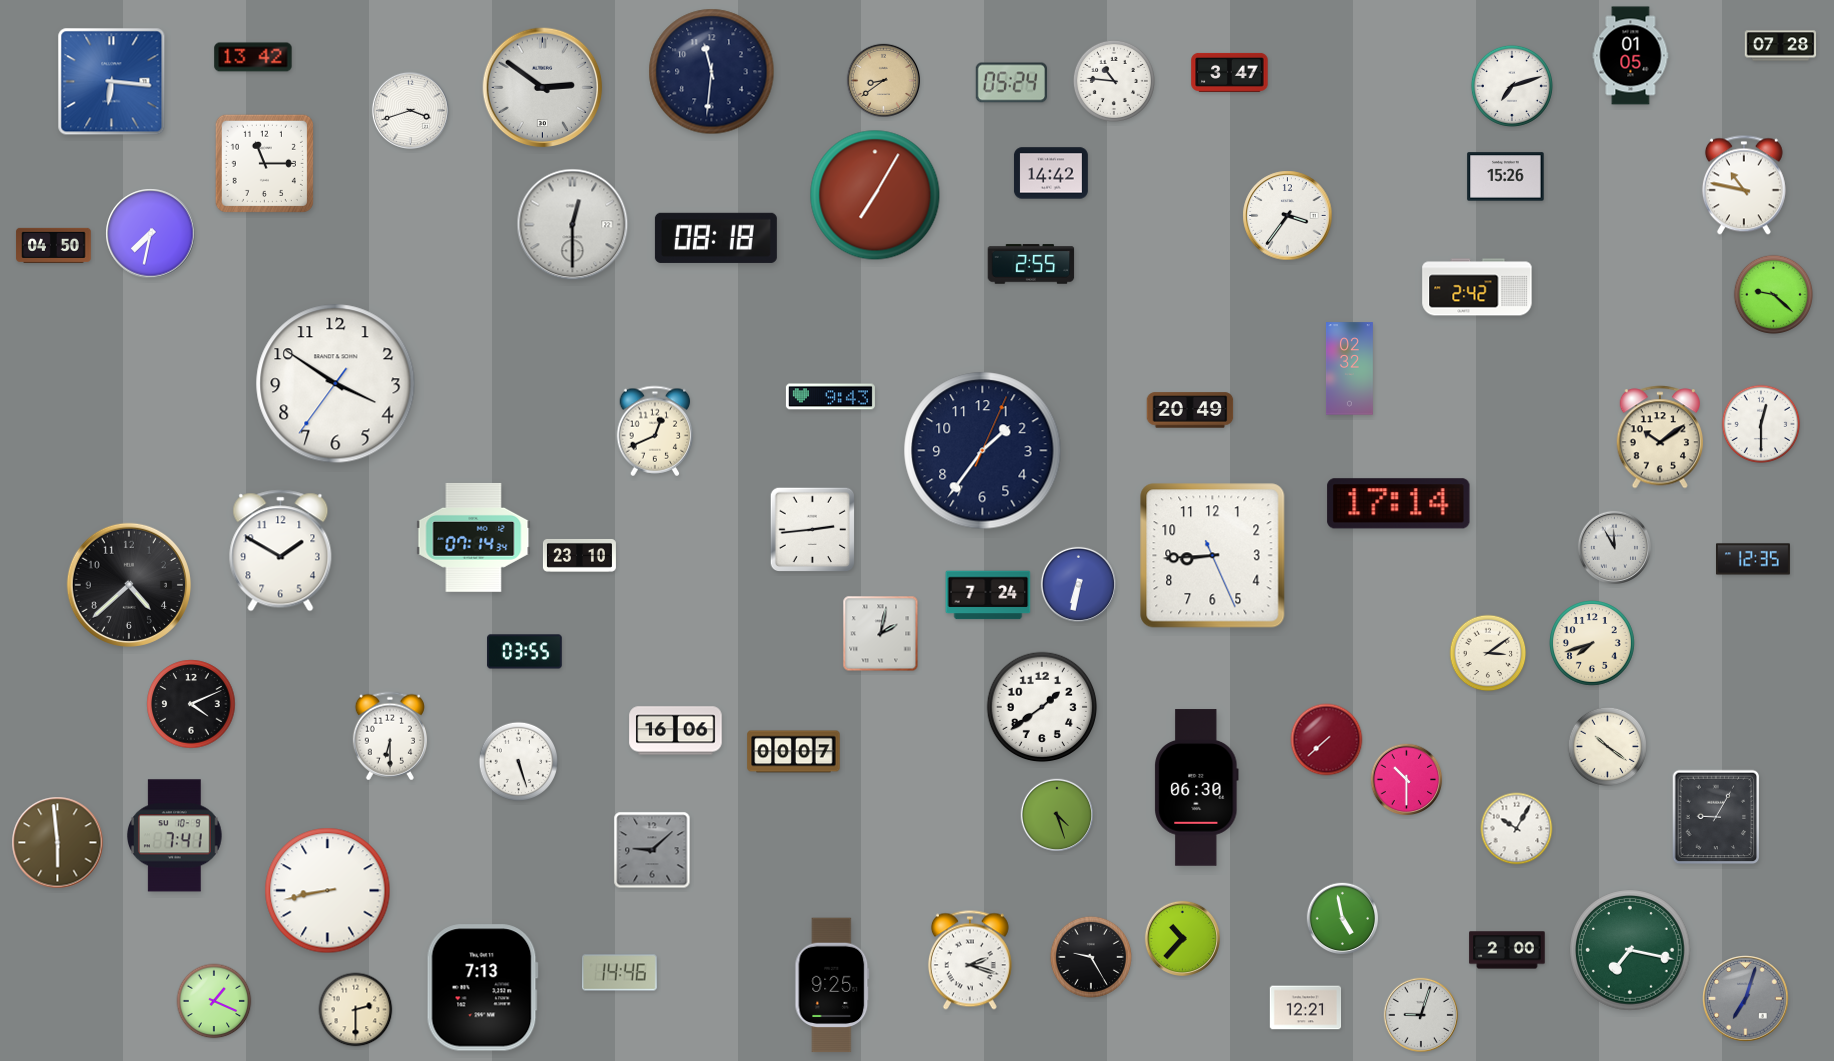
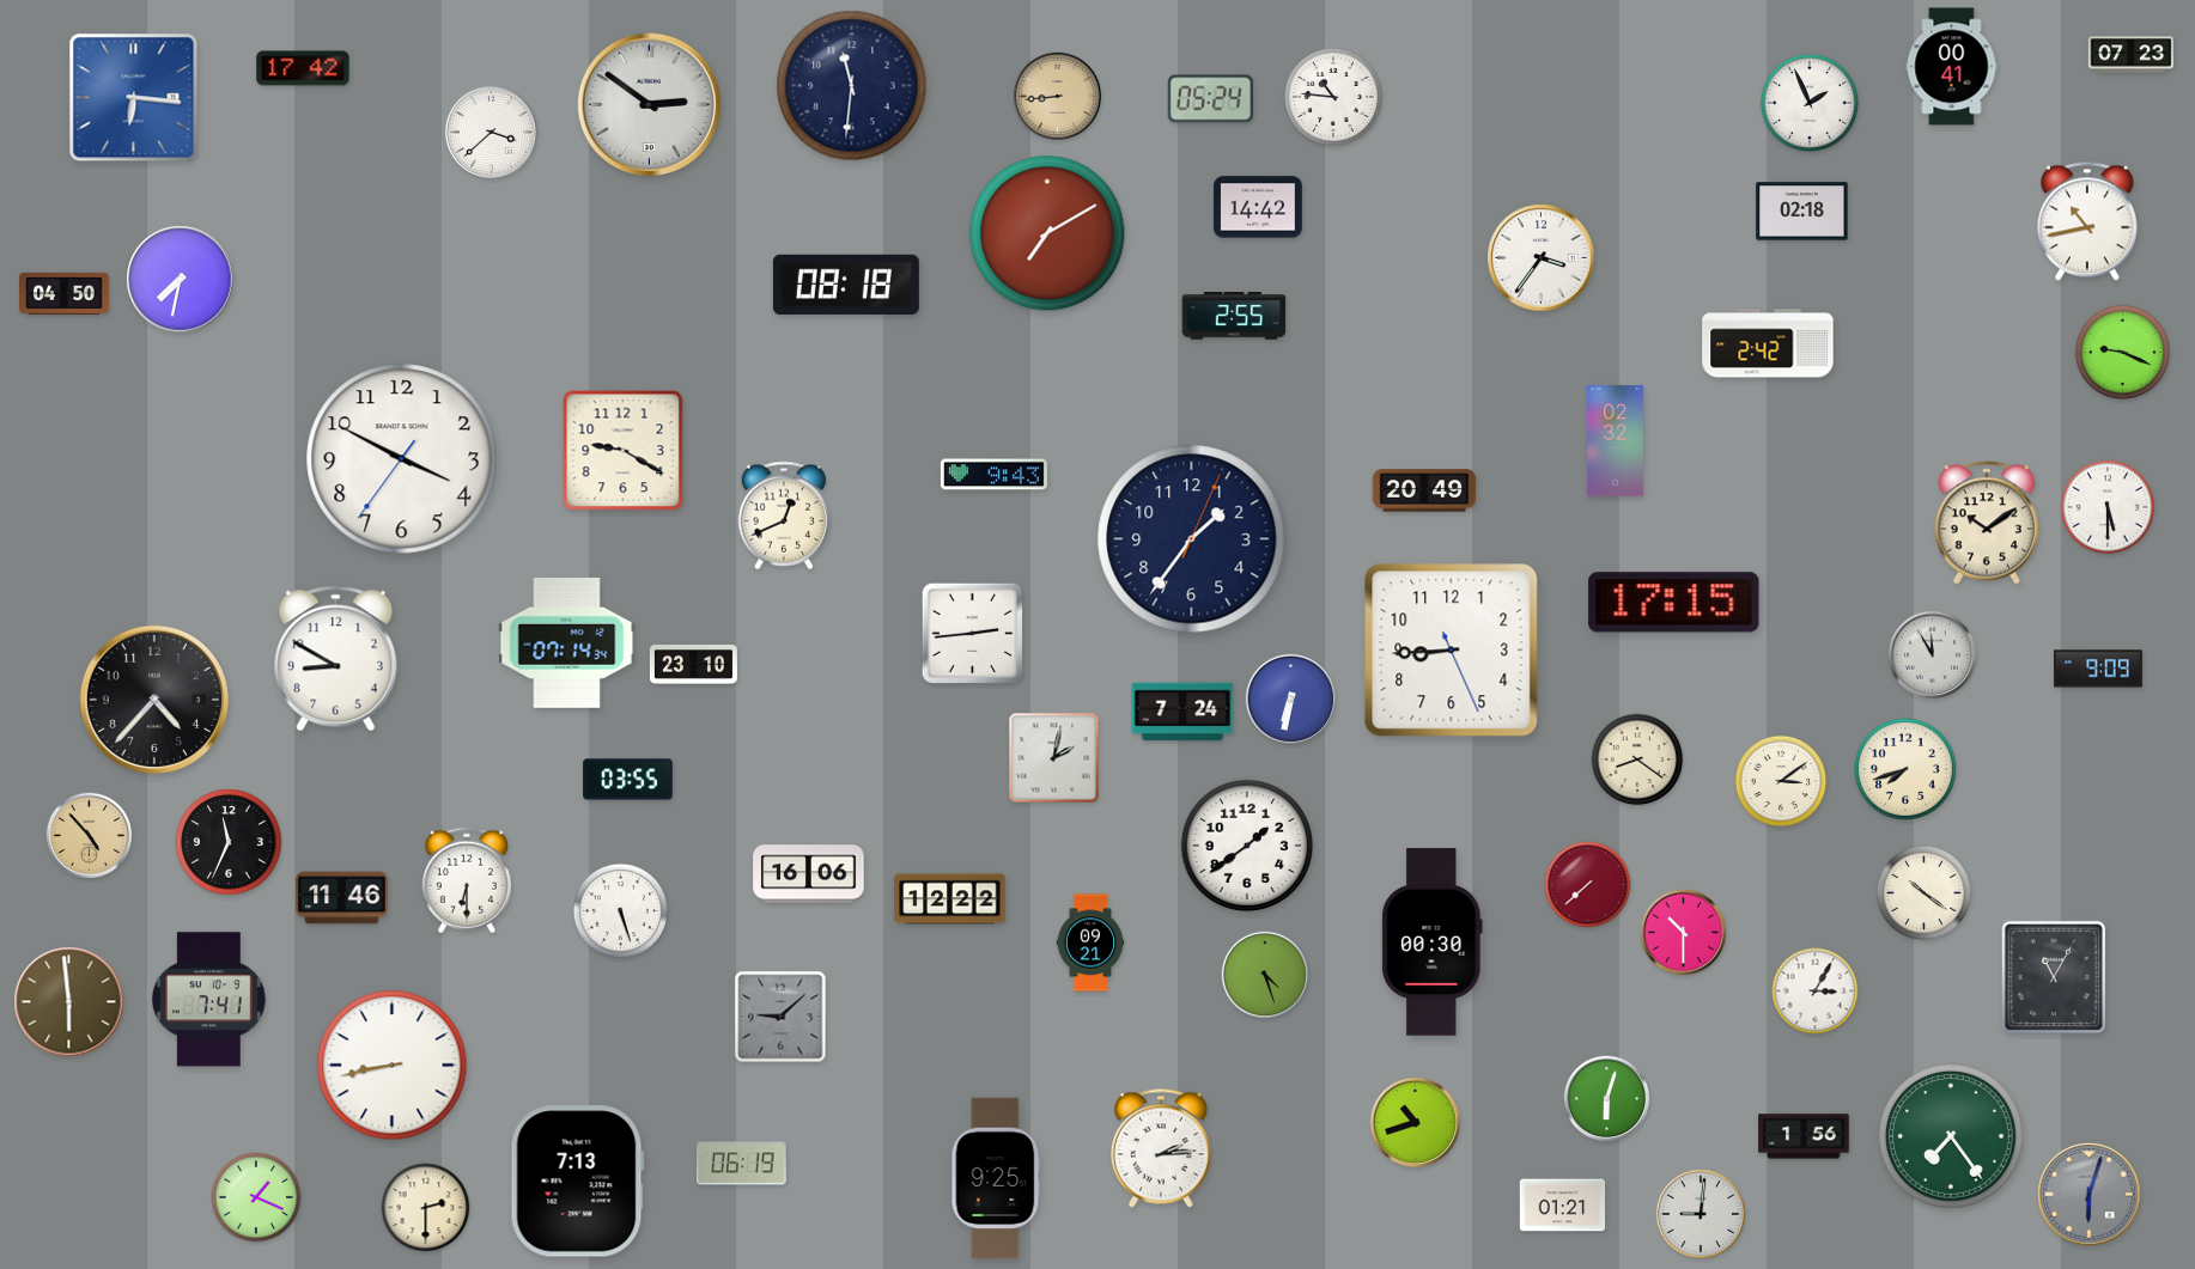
clock at (1781, 46): 07:28 -> 07:23
clock at (1631, 56): 01:05 -> 00:41
clock at (253, 57): 13:42 -> 17:42
clock at (1230, 72): 3:47 -> none
clock at (883, 80): 8:39 -> 8:44
clock at (1512, 86): 7:12 -> 1:56
clock at (410, 110): 3:42 -> 3:38
clock at (264, 163): 11:15 -> none
clock at (1506, 177): 15:26 -> 02:18
clock at (1744, 185): 10:47 -> 10:43
clock at (875, 195): 7:05 -> 7:10
clock at (573, 225): 12:30 -> none
clock at (716, 238) position: (716, 238) -> (846, 285)
clock at (1774, 295): 9:22 -> 9:19
clock at (624, 451): none -> 9:20
clock at (336, 384): 3:50 -> 3:49
clock at (1761, 424): 12:30 -> 5:30
clock at (983, 451) position: (983, 451) -> (1192, 539)
clock at (1399, 504): 17:14 -> 17:15
clock at (281, 551): 1:50 -> 8:50
clock at (1213, 556) position: (1213, 556) -> (1452, 651)
clock at (1754, 559): 12:35 -> 9:09
clock at (129, 585): 4:38 -> 4:37
clock at (1637, 759): none -> 8:21
clock at (90, 836): none -> 4:53
clock at (191, 704): 4:11 -> 11:34
clock at (342, 898): none -> 11:46
clock at (794, 752): 00:07 -> 12:22
clock at (1090, 942): none -> 09:21
clock at (1197, 788): 06:30 -> 00:30
clock at (1716, 817): 9:05 -> 11:05
clock at (1517, 829): 10:05 -> 3:05
clock at (58, 843) position: (58, 843) -> (69, 1002)
clock at (1343, 919): 4:58 -> 6:03
clock at (1182, 938): 10:37 -> 10:42
clock at (1507, 950): 2:00 -> 1:56
clock at (1630, 950): 7:17 -> 7:24
clock at (1091, 957): 9:25 -> none
clock at (970, 960): 2:18 -> 2:14
clock at (620, 973): 14:46 -> 06:19
clock at (1746, 999): 7:03 -> 6:03
clock at (1306, 1008): 12:21 -> 01:21
clock at (1420, 1014): 9:03 -> 9:01
